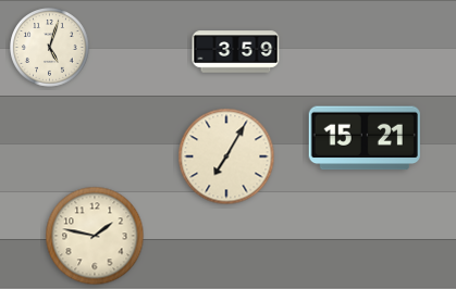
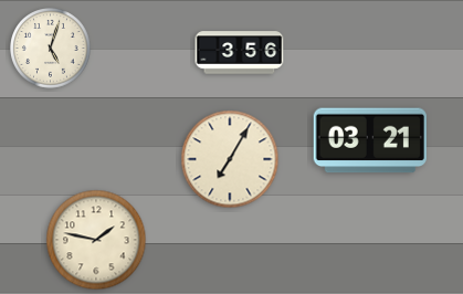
clock at (236, 52): 3:59 -> 3:56
clock at (365, 138): 15:21 -> 03:21
